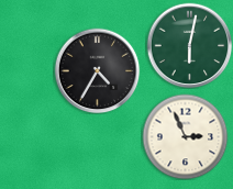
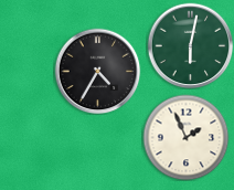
clock at (185, 136): 2:56 -> 1:56
